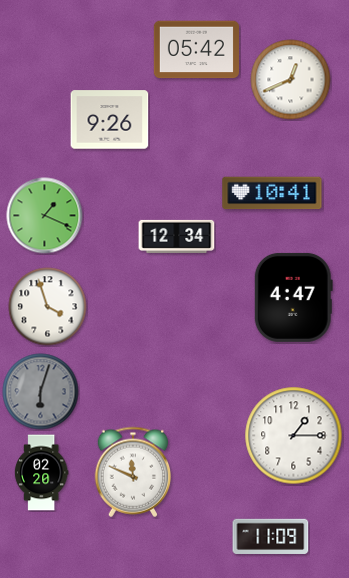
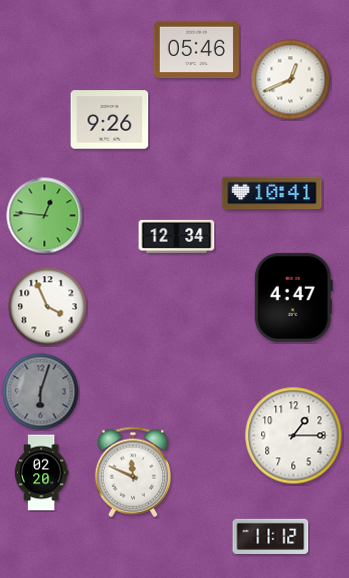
clock at (196, 50): 05:42 -> 05:46
clock at (45, 216): 1:19 -> 12:46
clock at (48, 307): 3:57 -> 3:56
clock at (271, 536): 11:09 -> 11:12
